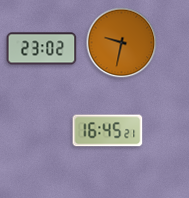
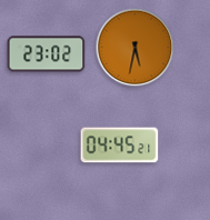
clock at (122, 43): 9:32 -> 5:32
clock at (108, 131): 16:45 -> 04:45
